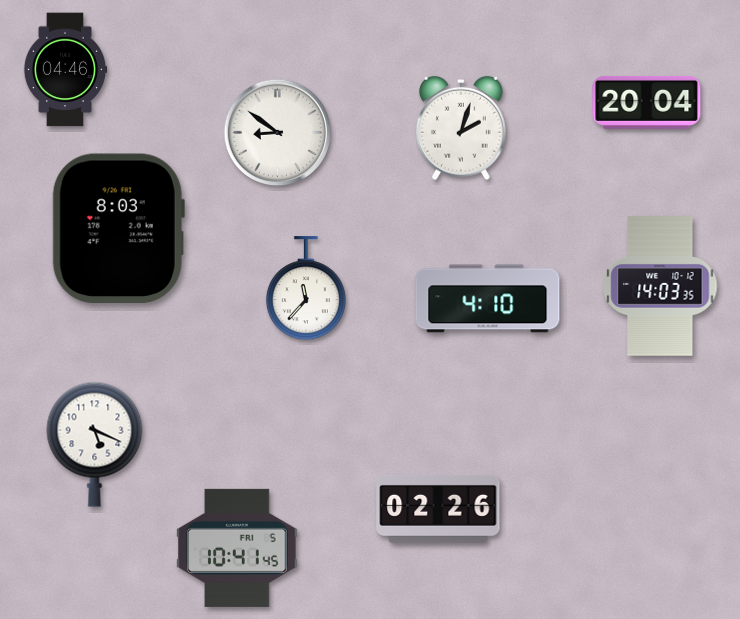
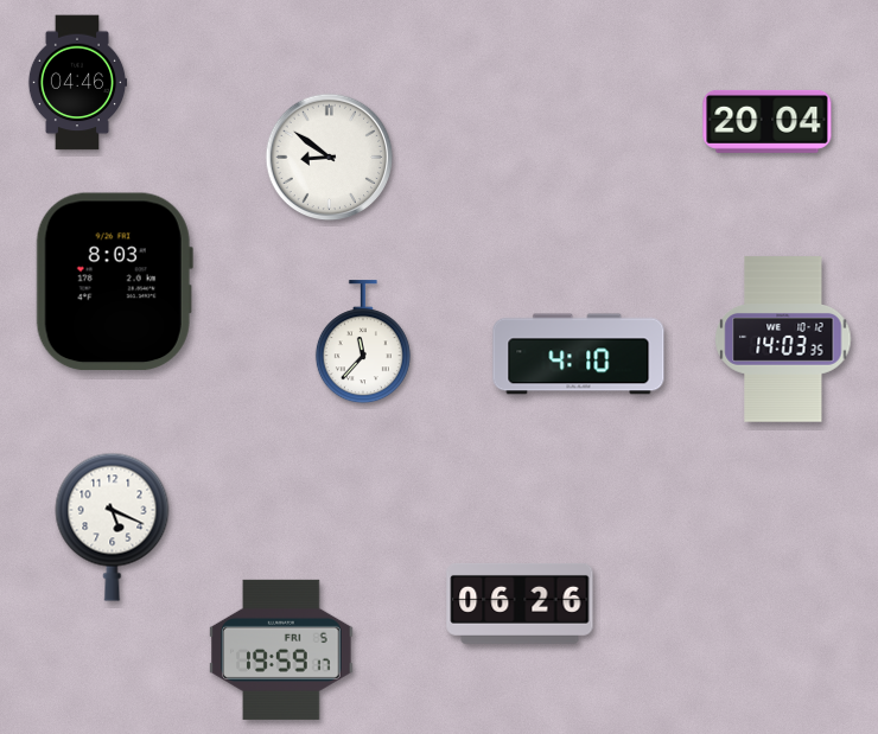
clock at (462, 128): 2:03 -> none
clock at (118, 229) position: (118, 229) -> (114, 282)
clock at (438, 509): 02:26 -> 06:26
clock at (237, 548): 10:41 -> 19:59
